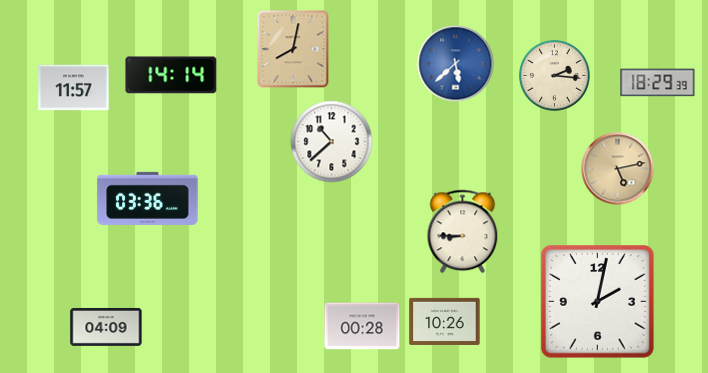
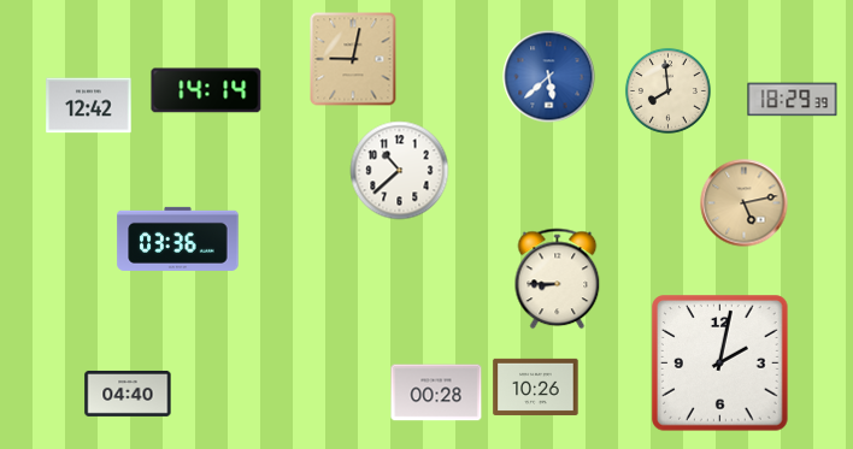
clock at (293, 49): 8:02 -> 9:02
clock at (554, 75): 2:16 -> 7:59
clock at (74, 88): 11:57 -> 12:42
clock at (106, 327): 04:09 -> 04:40
